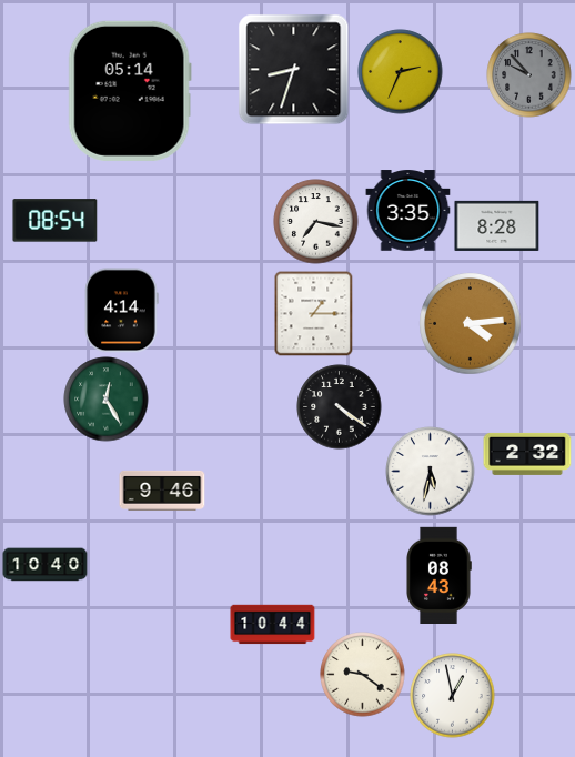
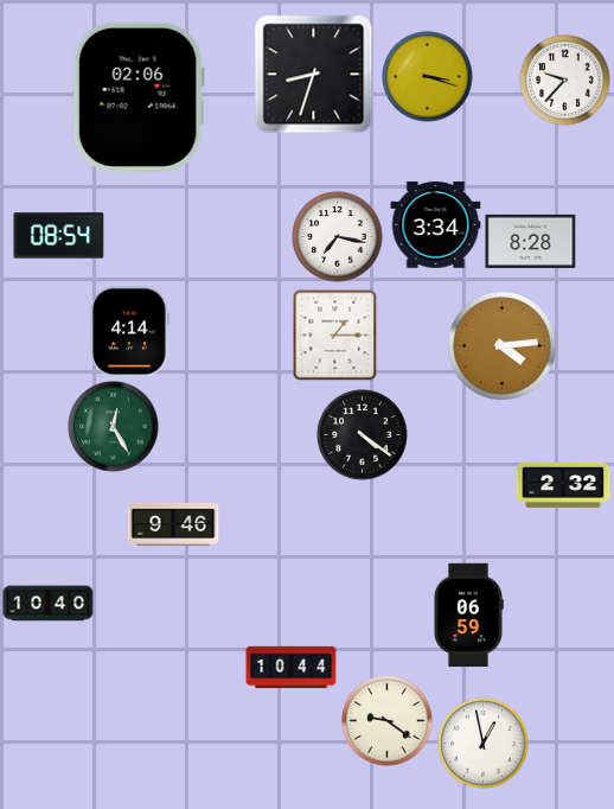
clock at (401, 72): 2:34 -> 3:18
clock at (529, 75): 9:53 -> 9:37
clock at (529, 75) dial: grey -> white
clock at (130, 91): 05:14 -> 02:06
clock at (408, 211): 3:35 -> 3:34
clock at (431, 472): 5:32 -> none
clock at (438, 576): 08:43 -> 06:59
